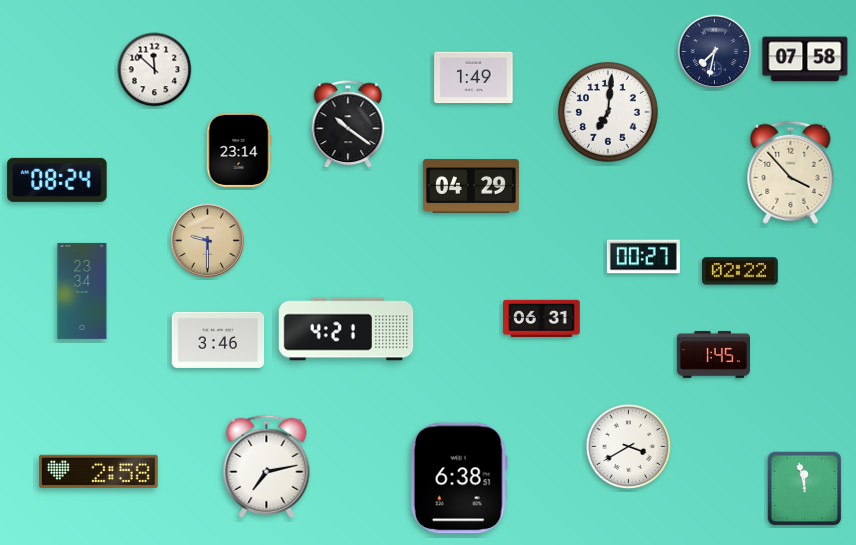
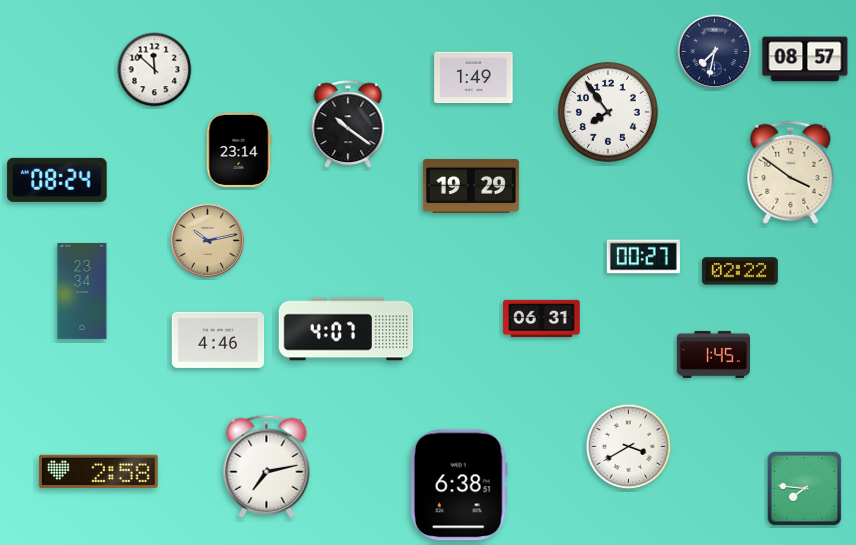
clock at (805, 59): 07:58 -> 08:57
clock at (609, 113): 7:01 -> 7:54
clock at (791, 172): 3:53 -> 3:51
clock at (471, 186): 04:29 -> 19:29
clock at (208, 241): 9:30 -> 10:13
clock at (346, 329): 4:21 -> 4:07
clock at (218, 340): 3:46 -> 4:46
clock at (459, 478) position: (459, 478) -> (459, 485)
clock at (805, 489): 11:58 -> 7:46
